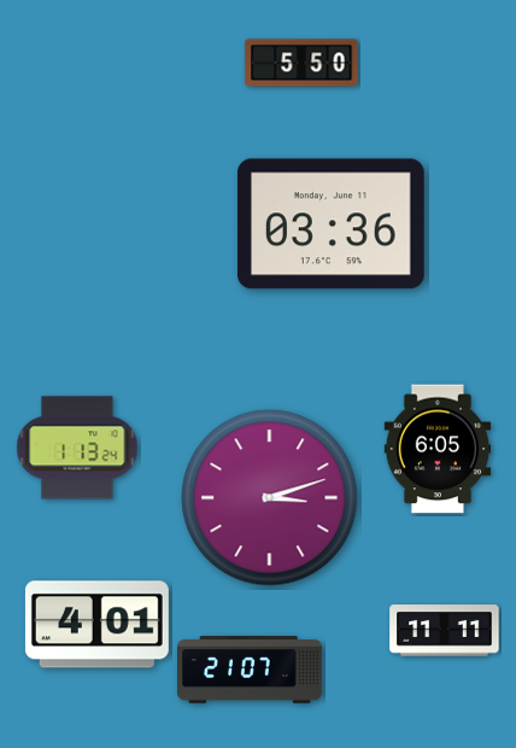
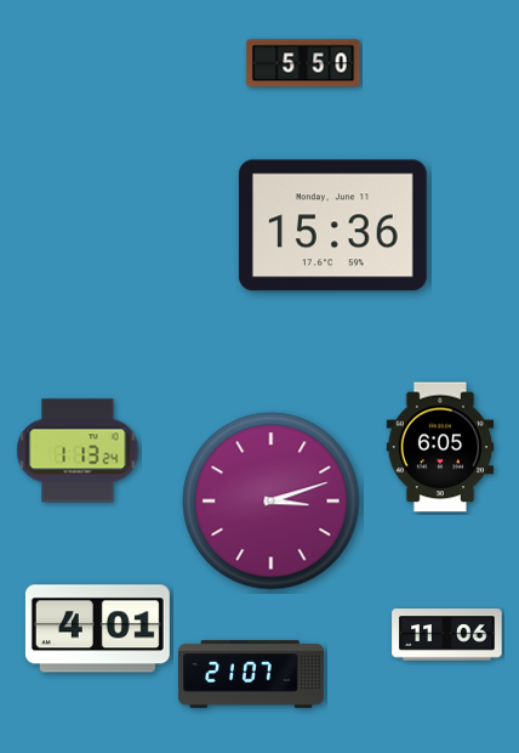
clock at (330, 224): 03:36 -> 15:36
clock at (438, 449) position: (438, 449) -> (440, 447)
clock at (445, 631): 11:11 -> 11:06
